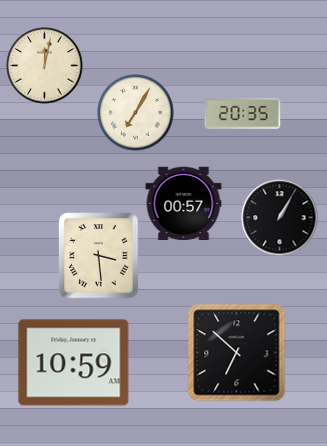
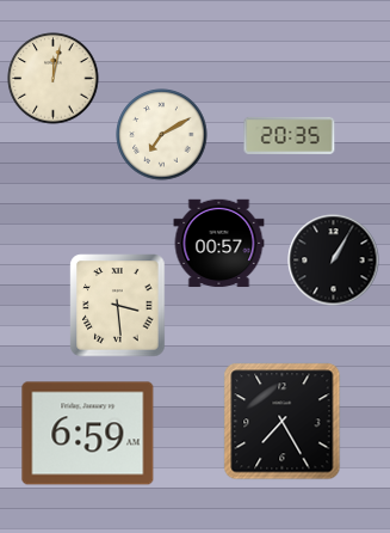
clock at (136, 113): 7:05 -> 7:10
clock at (237, 353): 6:52 -> 7:25
clock at (74, 363): 10:59 -> 6:59
